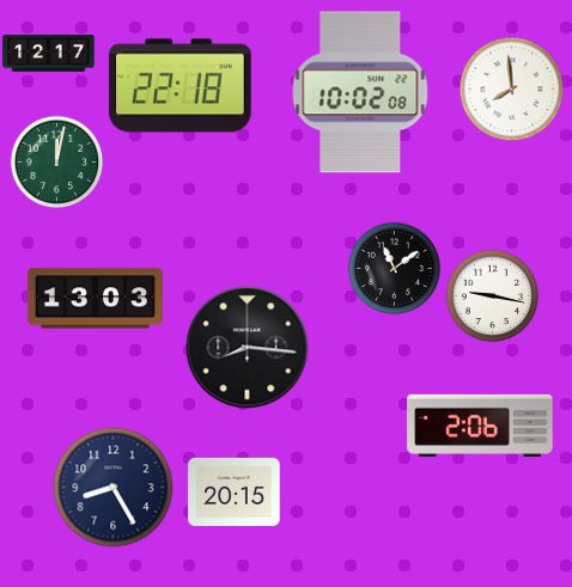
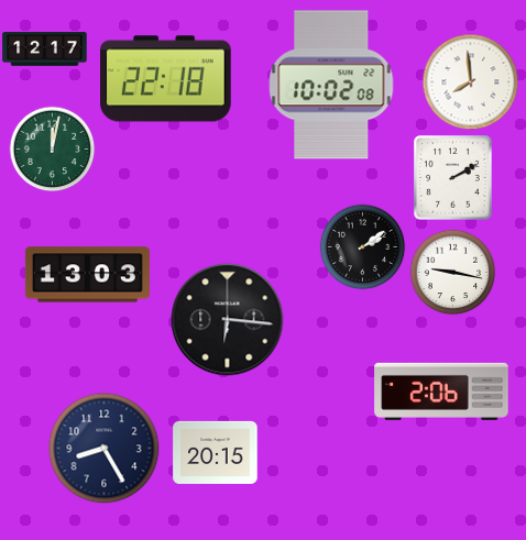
clock at (453, 178): none -> 2:10
clock at (394, 268): 11:09 -> 2:09
clock at (248, 348): 8:16 -> 6:16
